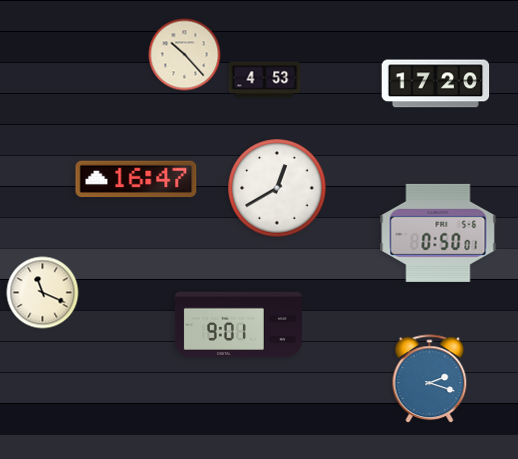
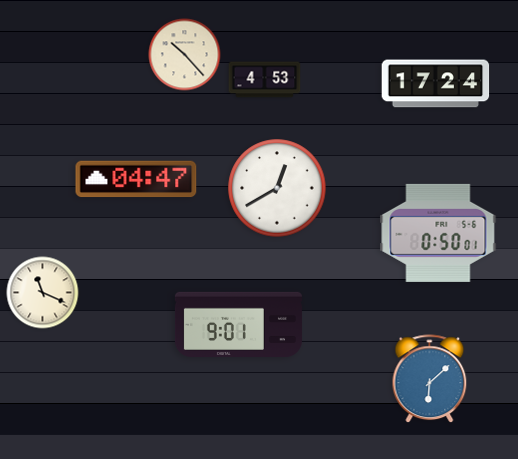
clock at (436, 84): 17:20 -> 17:24
clock at (136, 179): 16:47 -> 04:47
clock at (430, 379): 2:18 -> 6:08
